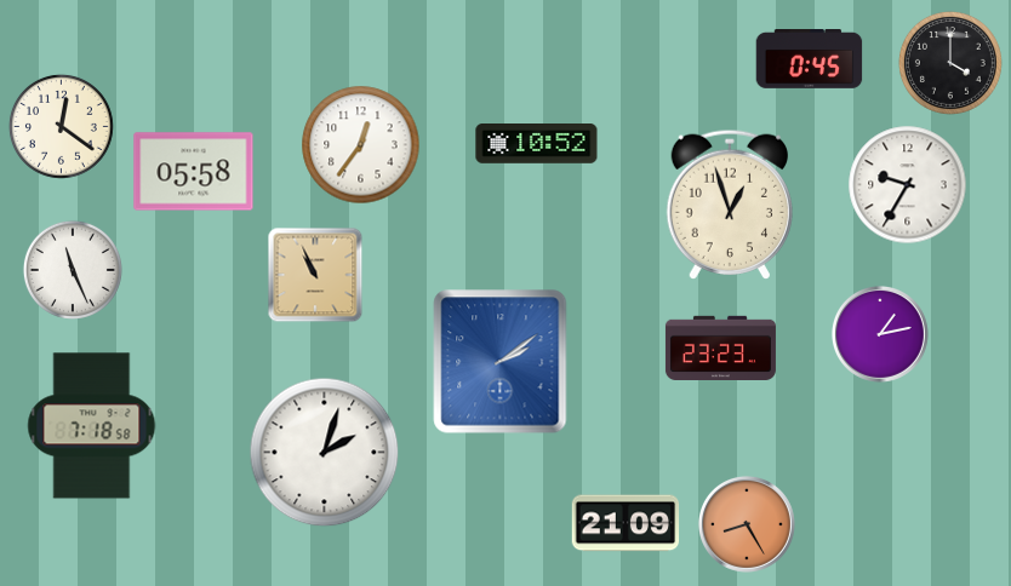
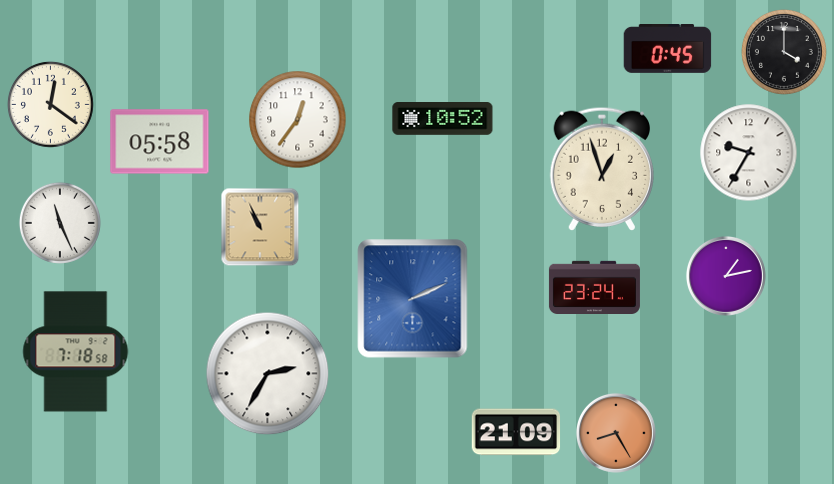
clock at (720, 347): 23:23 -> 23:24
clock at (501, 362): 2:09 -> 2:11
clock at (325, 453): 2:03 -> 2:35
